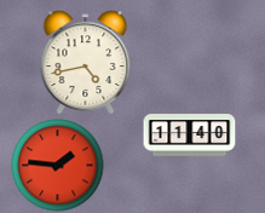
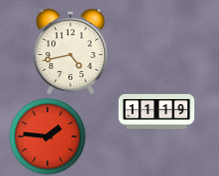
clock at (190, 136): 11:40 -> 11:19
